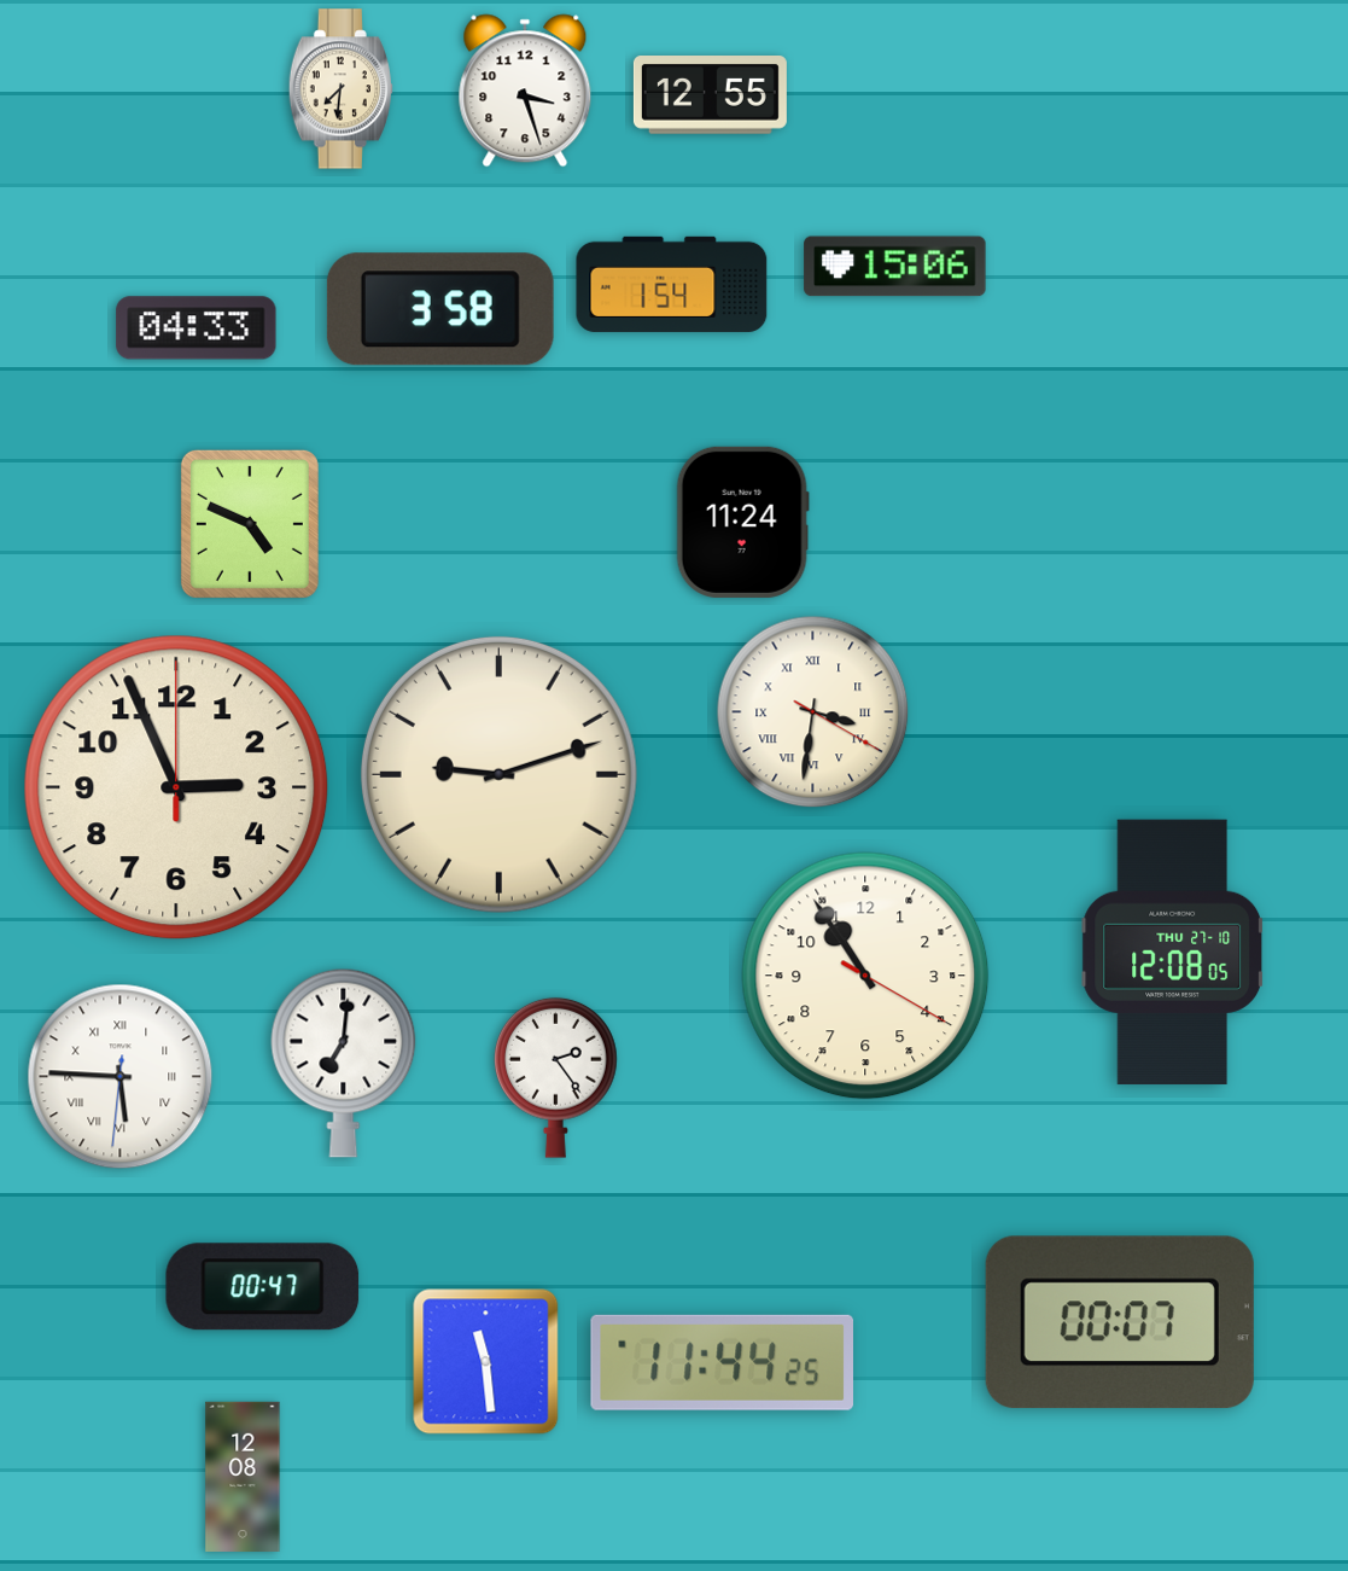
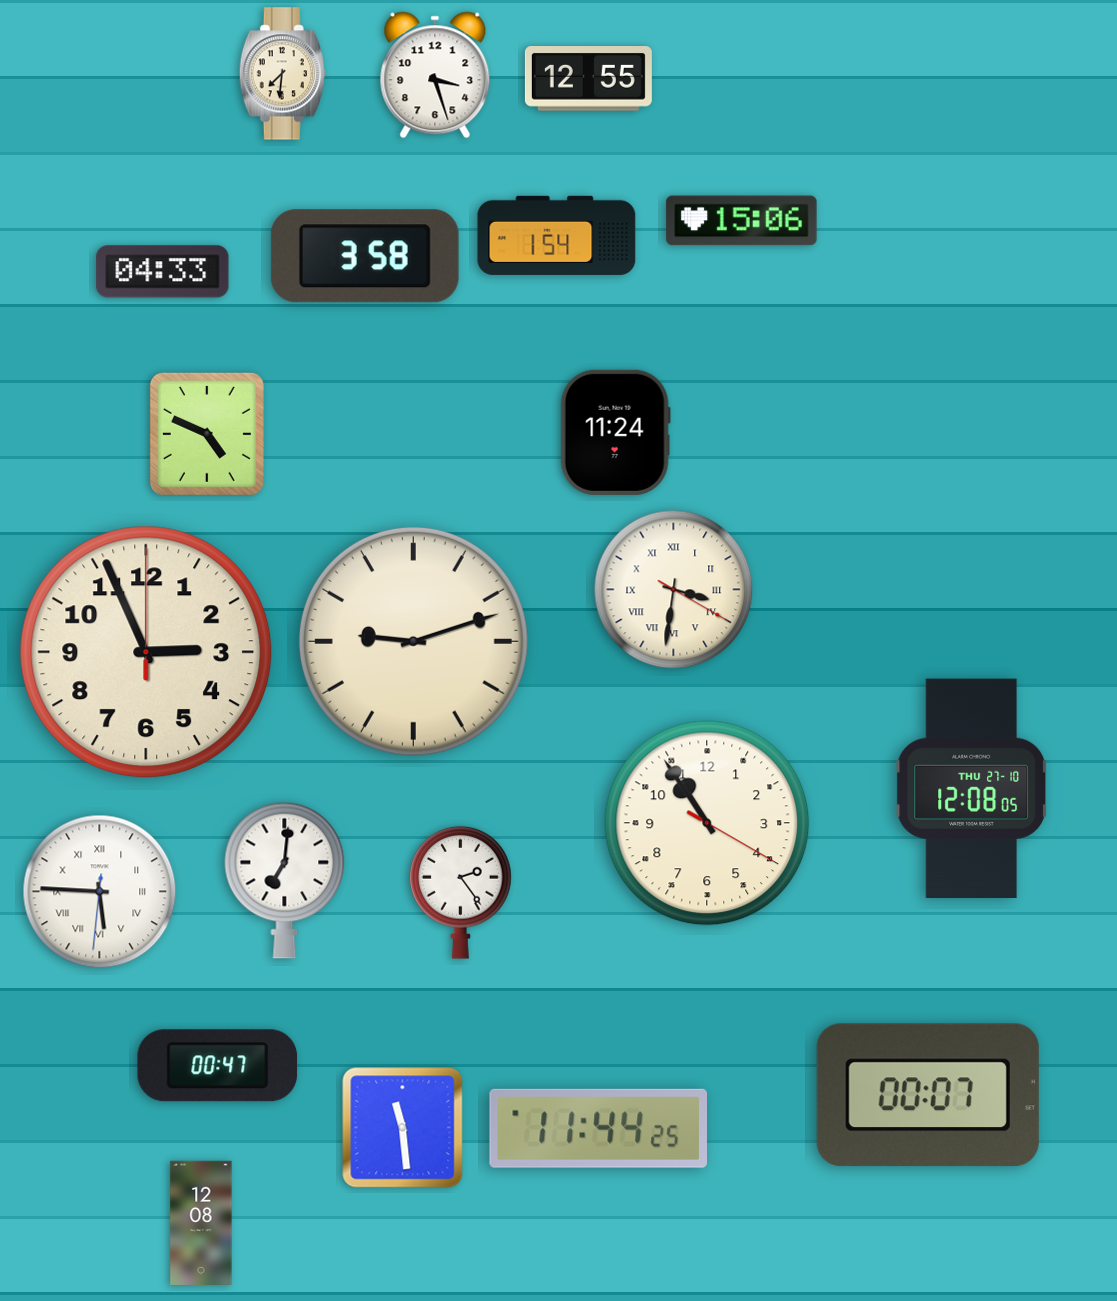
clock at (865, 976) position: (865, 976) -> (707, 823)
